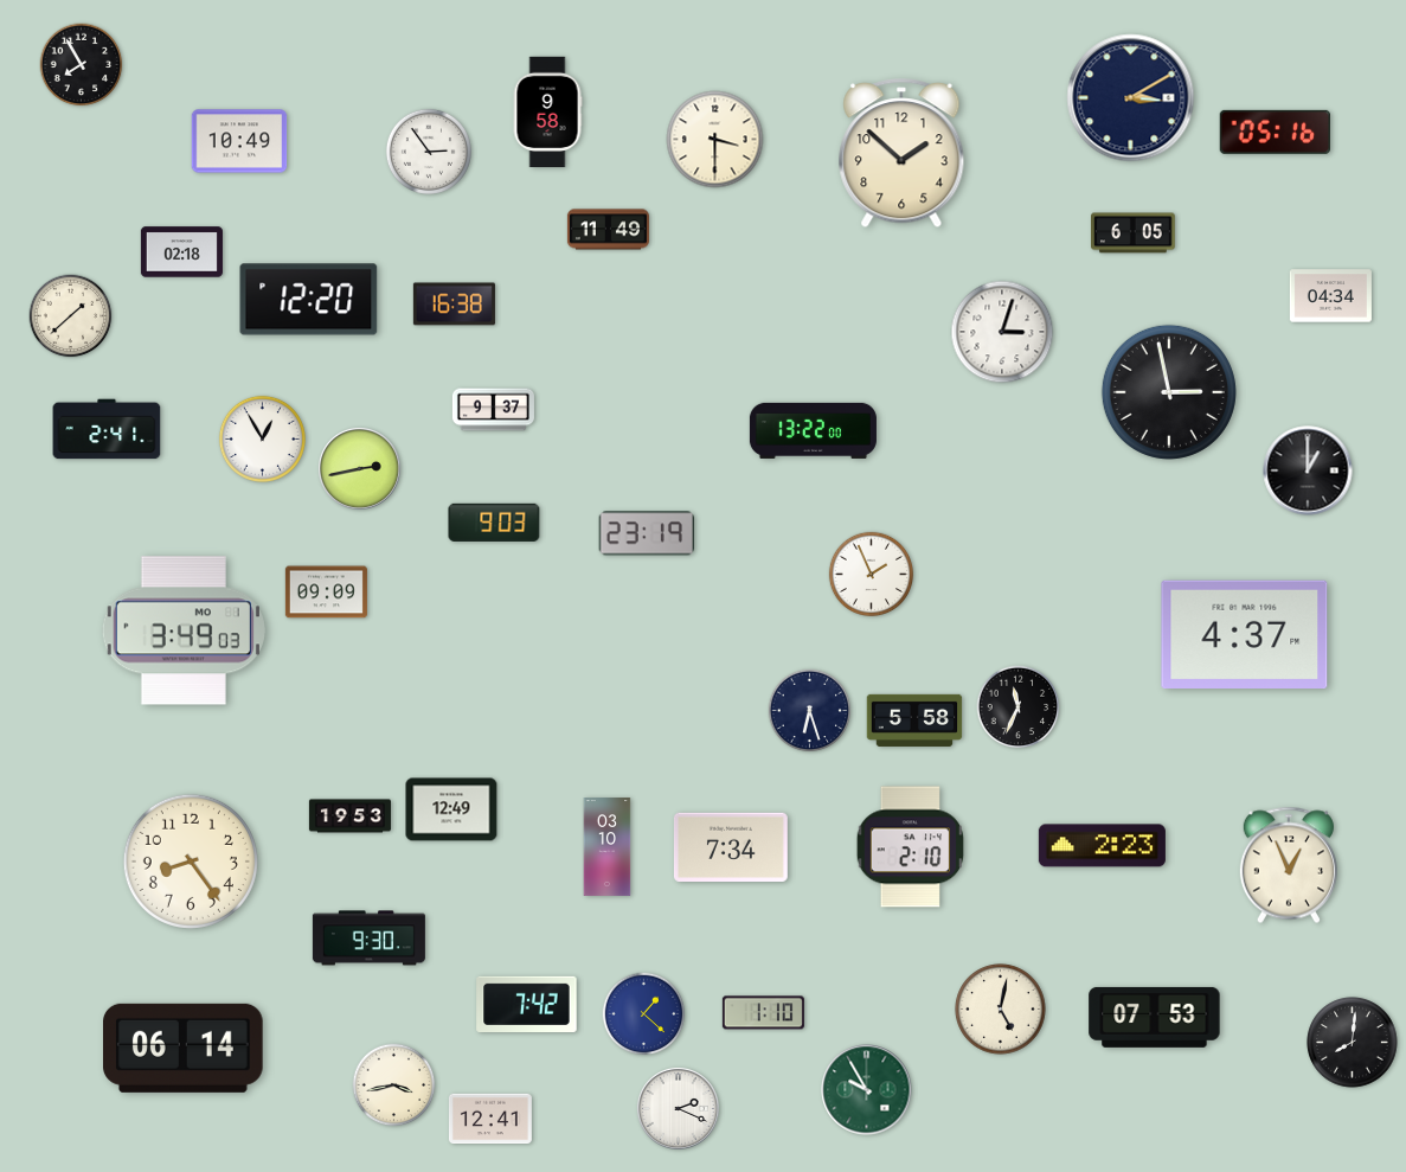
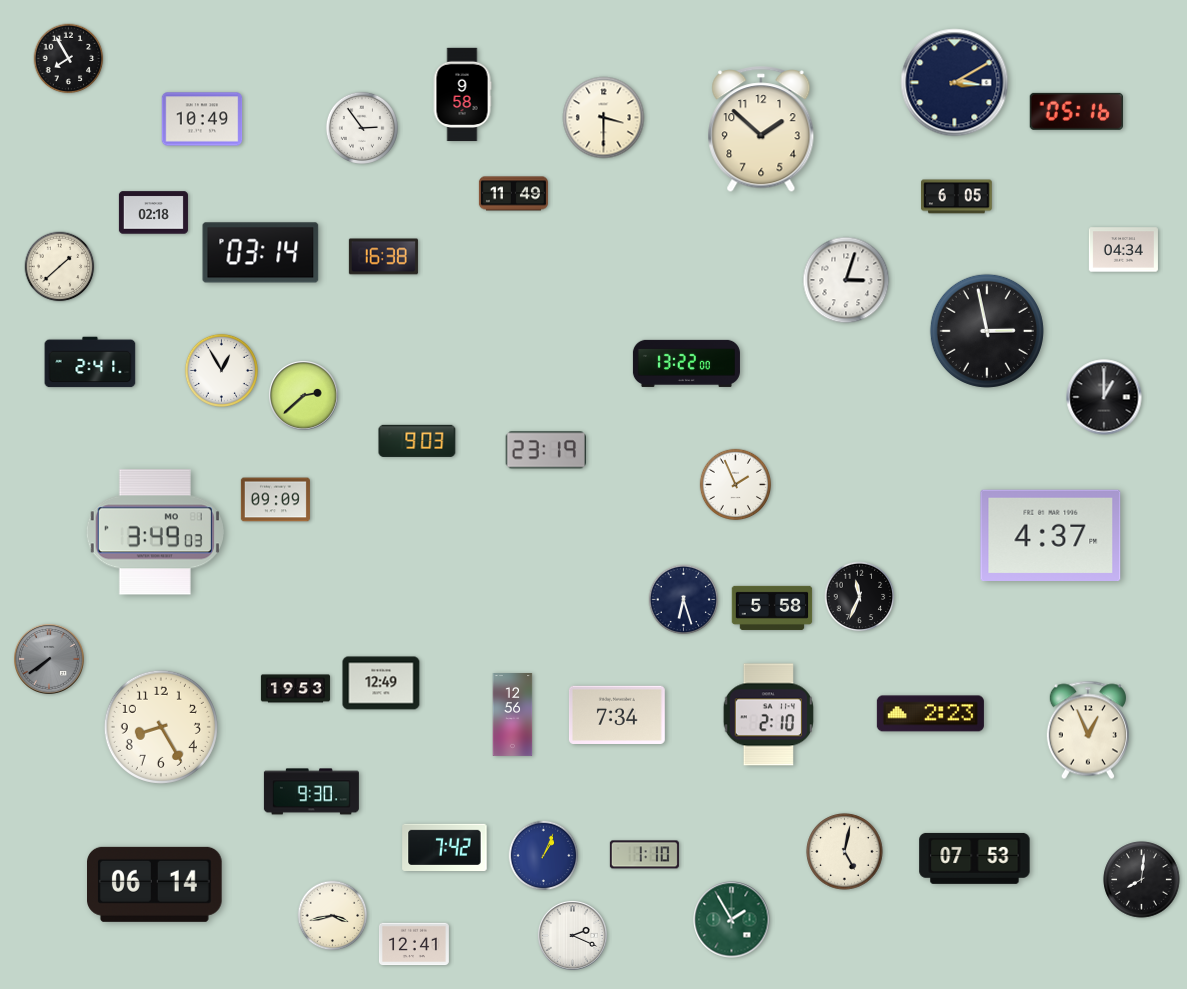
clock at (82, 65) position: (82, 65) -> (69, 59)
clock at (309, 300): 12:20 -> 03:14
clock at (493, 410): 9:37 -> none
clock at (359, 468): 2:43 -> 2:38
clock at (50, 660): none -> 7:39
clock at (608, 847): 03:10 -> 12:56
clock at (191, 862): 8:24 -> 8:25
clock at (644, 1014): 1:22 -> 1:04
clock at (867, 1090): 9:55 -> 1:55
